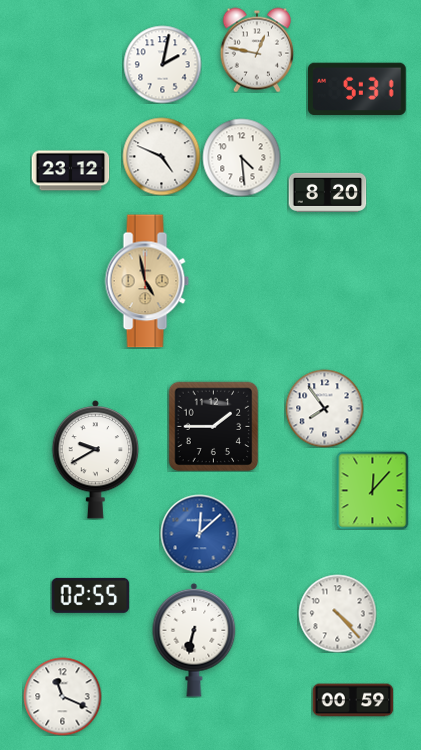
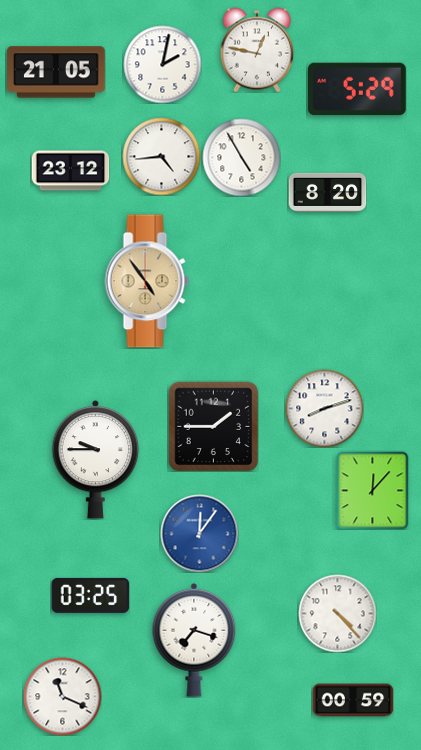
clock at (56, 72): none -> 21:05
clock at (358, 89): 5:31 -> 5:29
clock at (161, 156): 4:49 -> 4:44
clock at (241, 157): 4:29 -> 4:55
clock at (147, 281): 4:58 -> 4:54
clock at (324, 408): 7:54 -> 8:12
clock at (96, 459): 9:40 -> 9:45
clock at (199, 533): 12:08 -> 12:06
clock at (90, 595): 02:55 -> 03:25
clock at (194, 640): 6:32 -> 7:18
